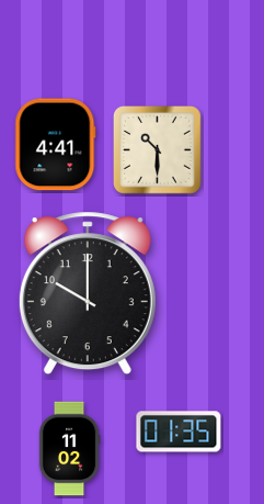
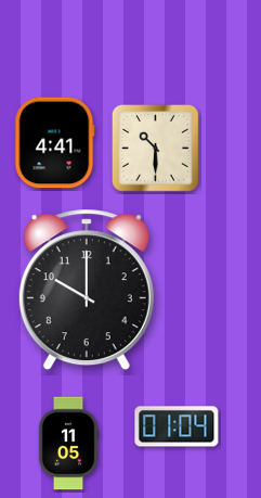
clock at (179, 432): 01:35 -> 01:04
clock at (69, 449): 11:02 -> 11:05
